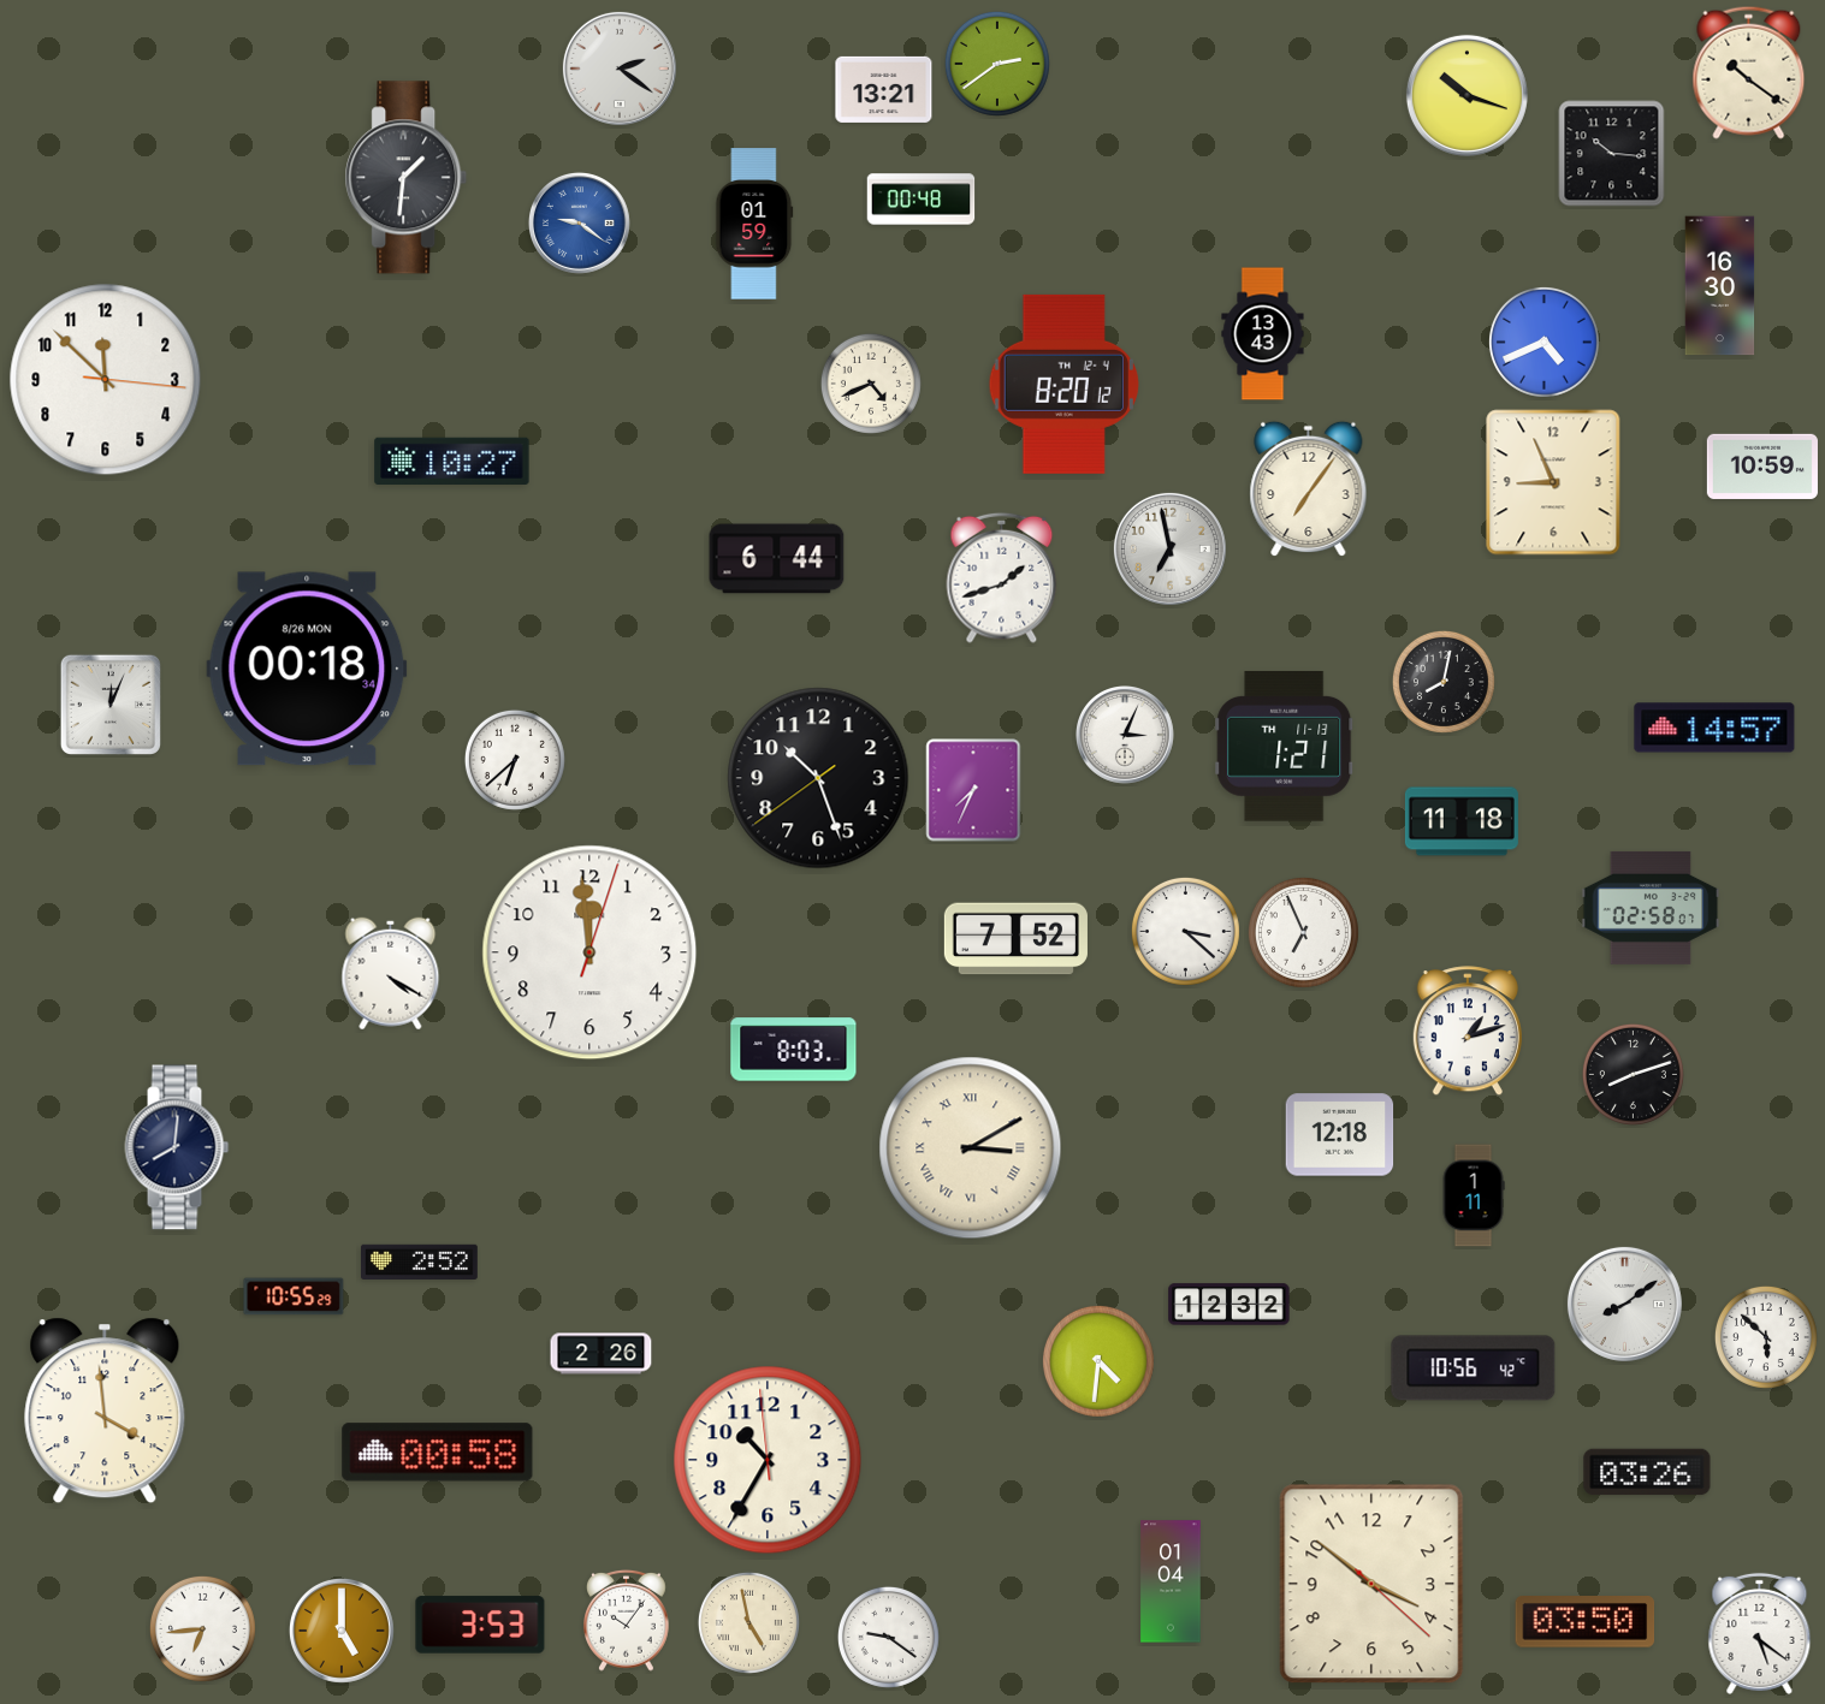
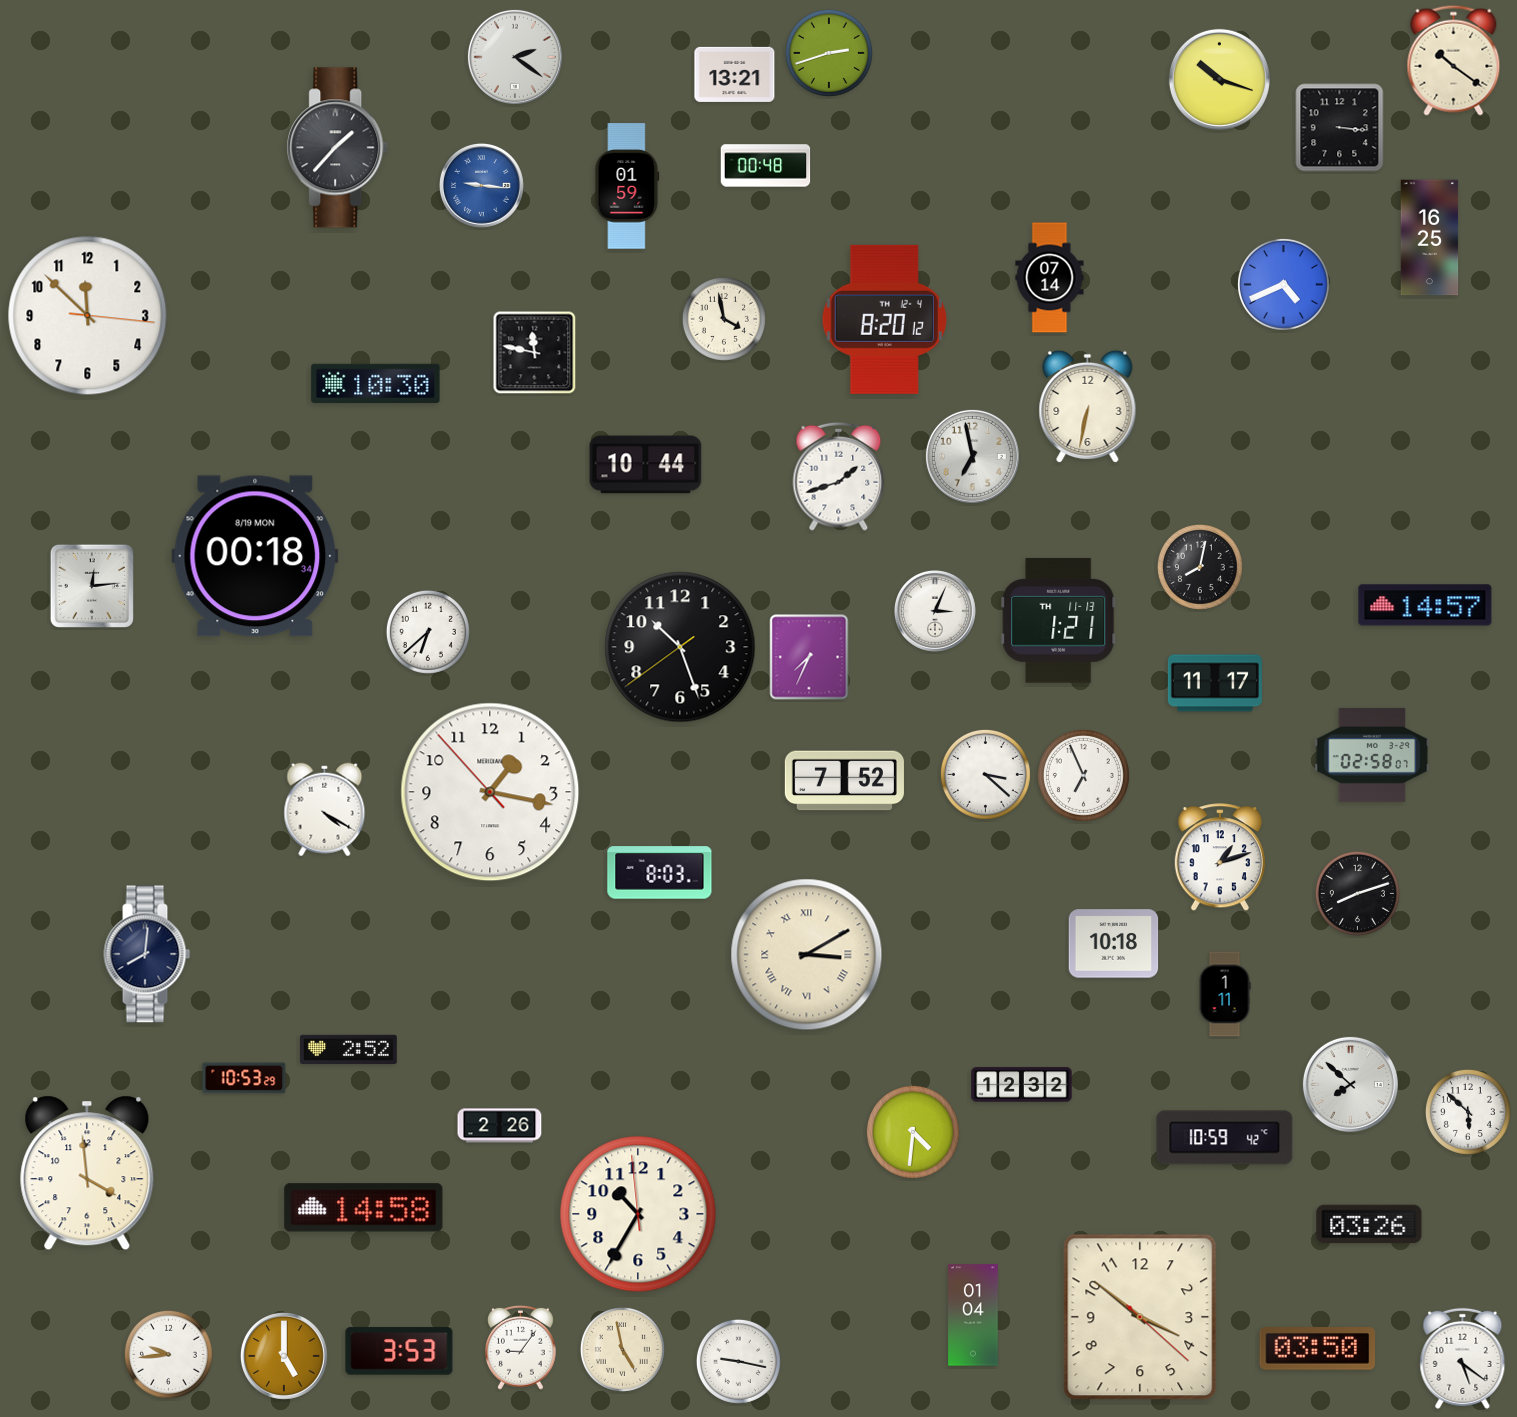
clock at (997, 64): 2:39 -> 2:42
clock at (1612, 154): 10:16 -> 3:16
clock at (407, 178): 1:31 -> 1:37
clock at (579, 222): 9:21 -> 9:16
clock at (1720, 286): 16:30 -> 16:25
clock at (1263, 334): 13:43 -> 07:14
clock at (871, 384): 4:41 -> 3:58
clock at (535, 353): none -> 11:47
clock at (452, 461): 10:27 -> 10:30
clock at (1762, 467): 10:59 -> none
clock at (1553, 482): 8:56 -> none
clock at (1309, 489): 7:06 -> 6:32
clock at (777, 559): 6:44 -> 10:44
clock at (1002, 577) position: (1002, 577) -> (839, 476)
clock at (307, 669) date: 8/26 MON -> 8/19 MON
clock at (111, 705): 12:04 -> 12:14
clock at (1285, 747) position: (1285, 747) -> (1059, 621)
clock at (1462, 821): 11:18 -> 11:17
clock at (589, 952): 11:59 -> 1:16
clock at (1340, 1135): 12:18 -> 10:18
clock at (294, 1296): 10:55 -> 10:53
clock at (1624, 1304): 8:09 -> 7:52
clock at (1474, 1368): 10:56 -> 10:59
clock at (438, 1453): 00:58 -> 14:58
clock at (627, 1620): 10:06 -> 9:06
clock at (202, 1628): 6:44 -> 9:44
clock at (888, 1637): 9:21 -> 9:17
